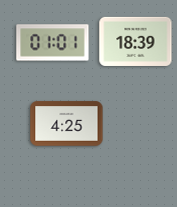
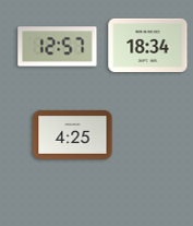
clock at (136, 41): 18:39 -> 18:34
clock at (53, 43): 01:01 -> 12:57
